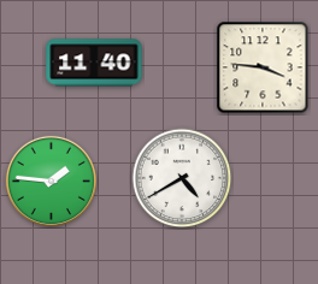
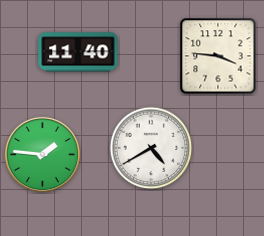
clock at (51, 181) position: (51, 181) -> (42, 154)
